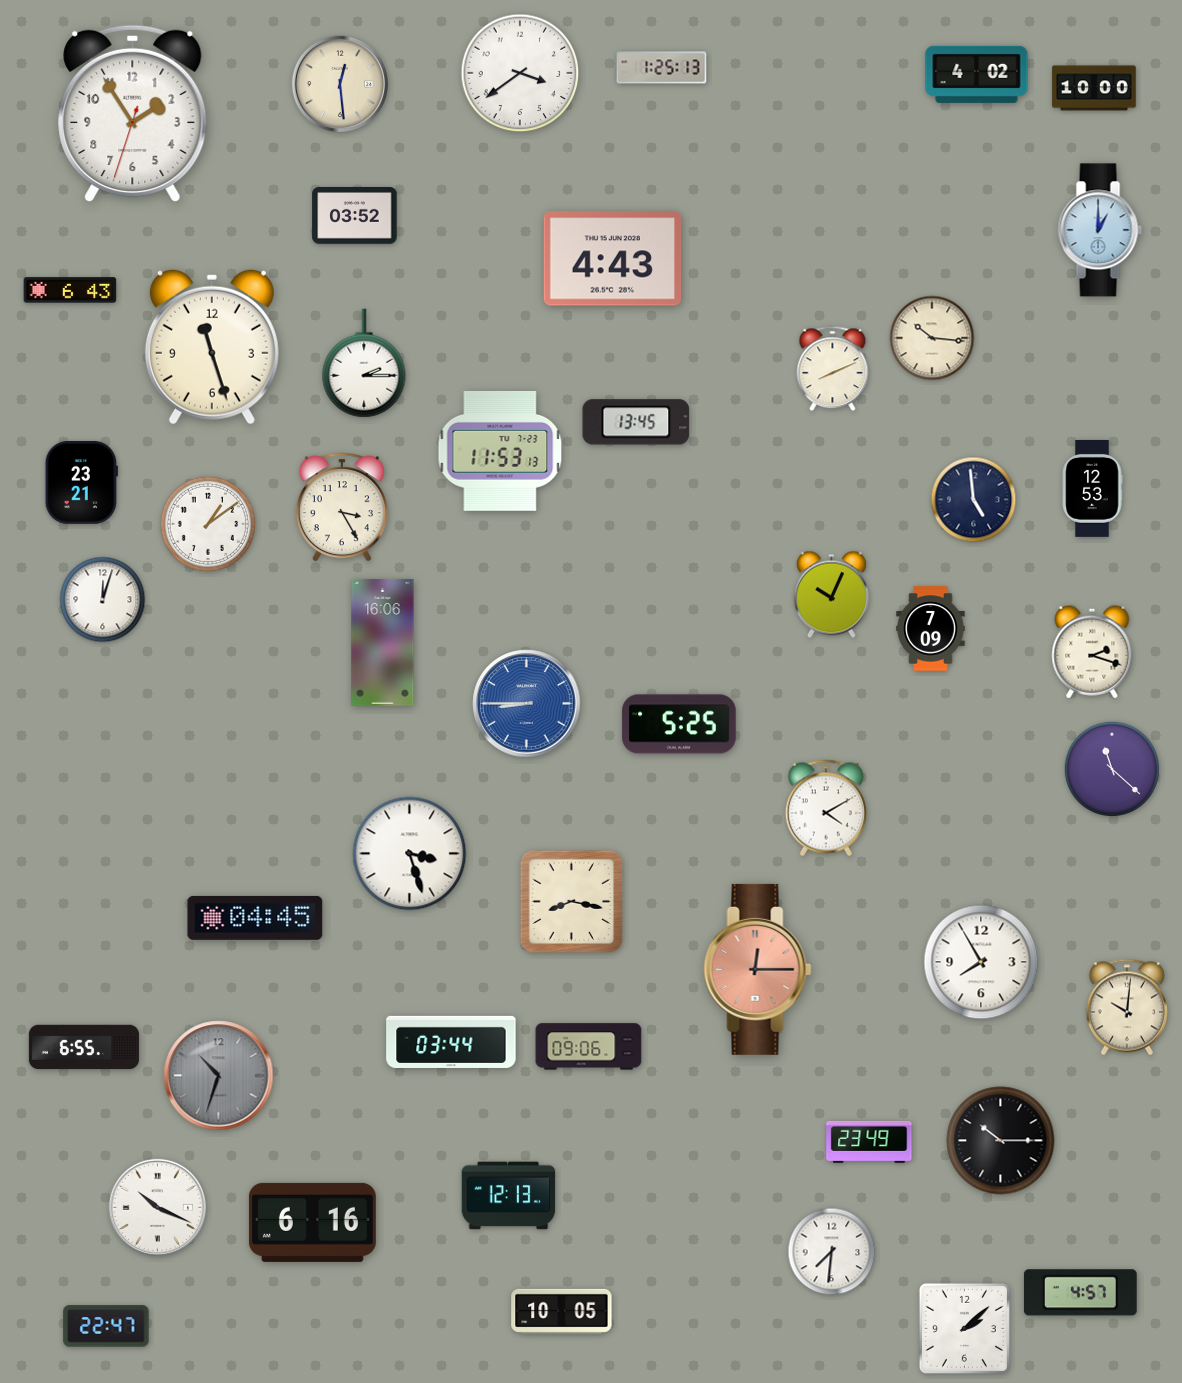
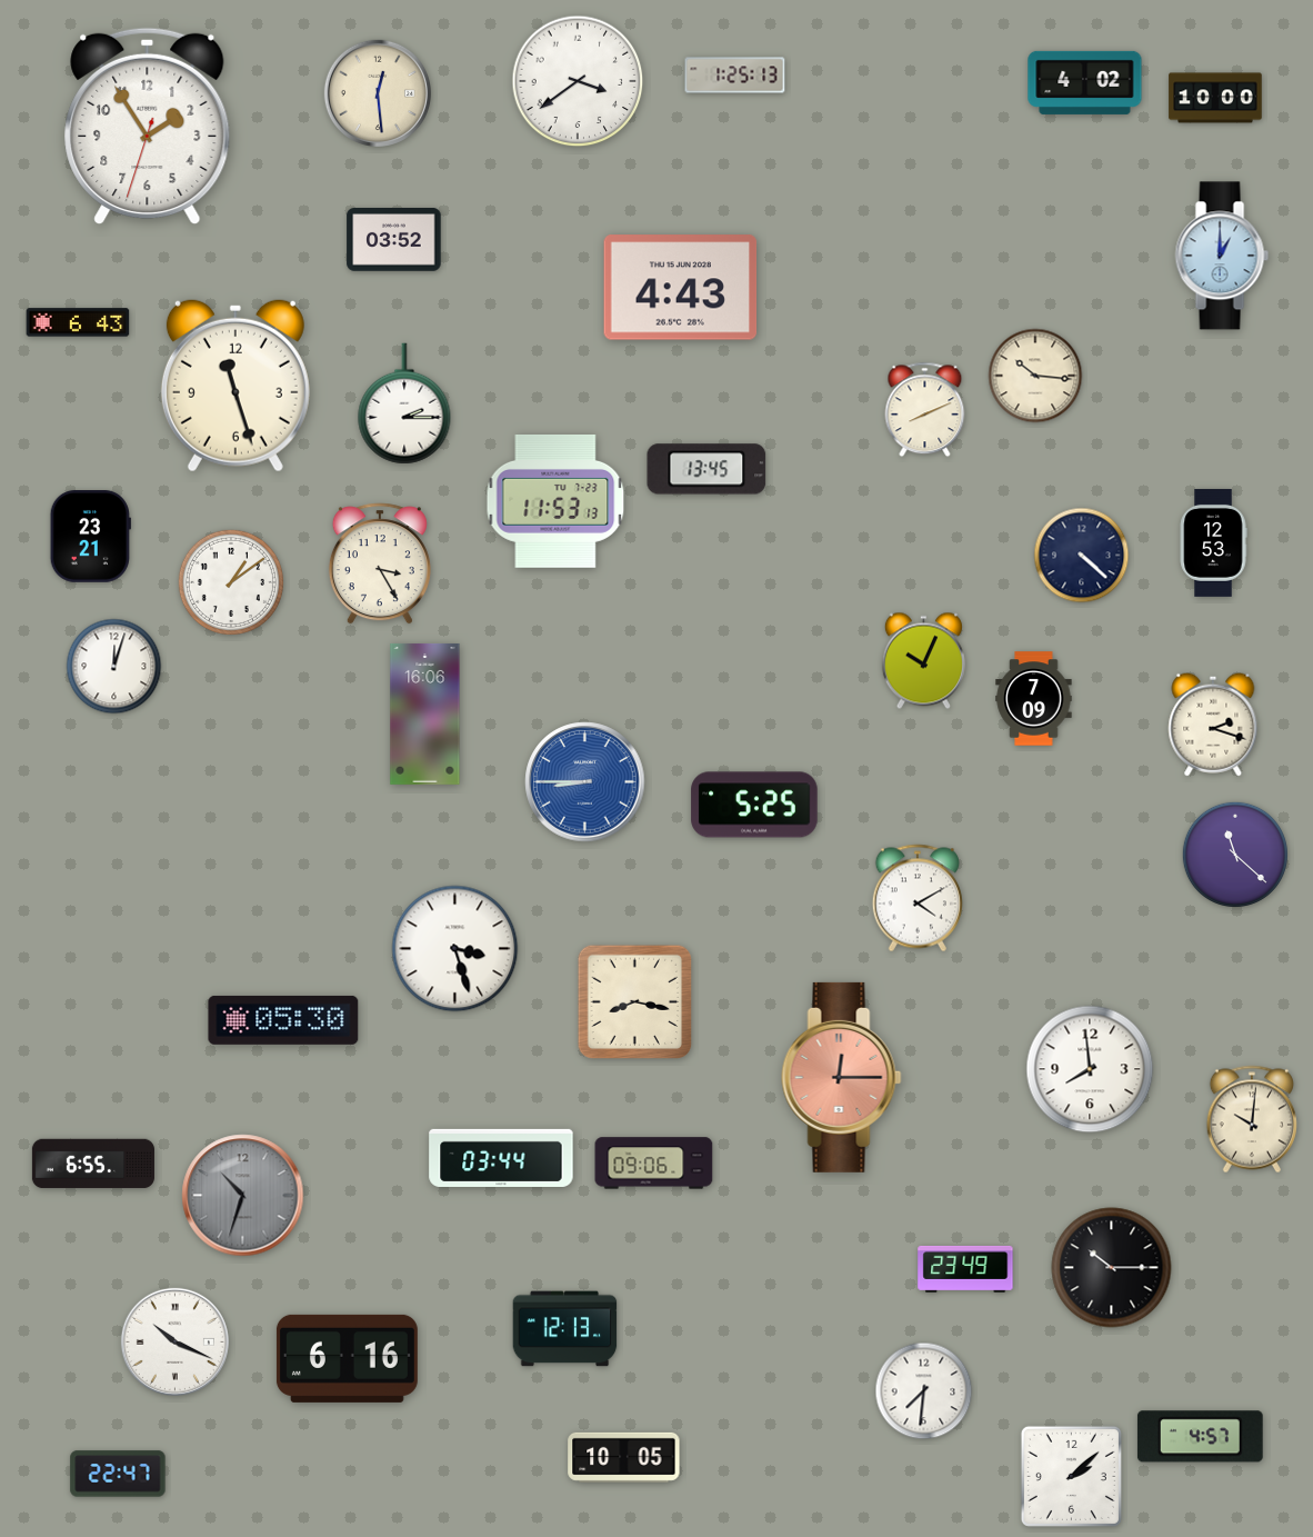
clock at (974, 500): 4:59 -> 4:22
clock at (255, 918): 04:45 -> 05:30
clock at (981, 962): 7:55 -> 7:59
